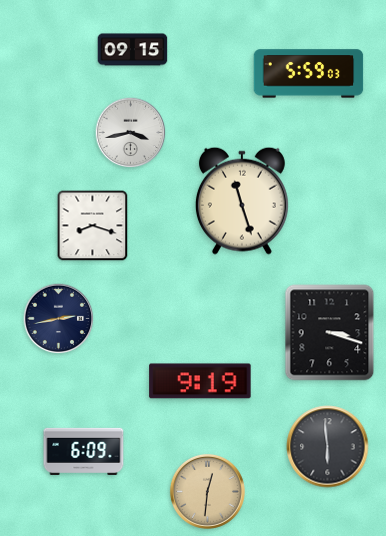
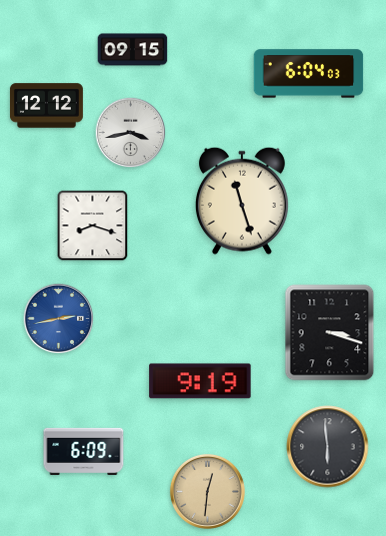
clock at (309, 74): 5:59 -> 6:04
clock at (46, 106): none -> 12:12
clock at (59, 319) dial: navy -> blue
